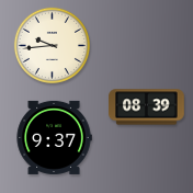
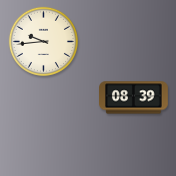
clock at (52, 45) position: (52, 45) -> (43, 41)
clock at (54, 137): 9:37 -> none
